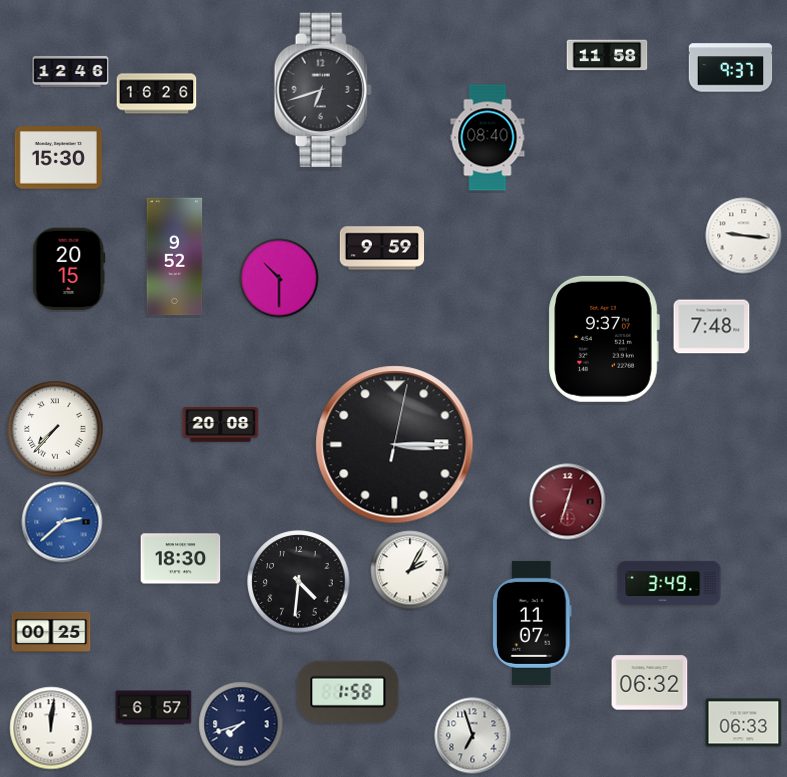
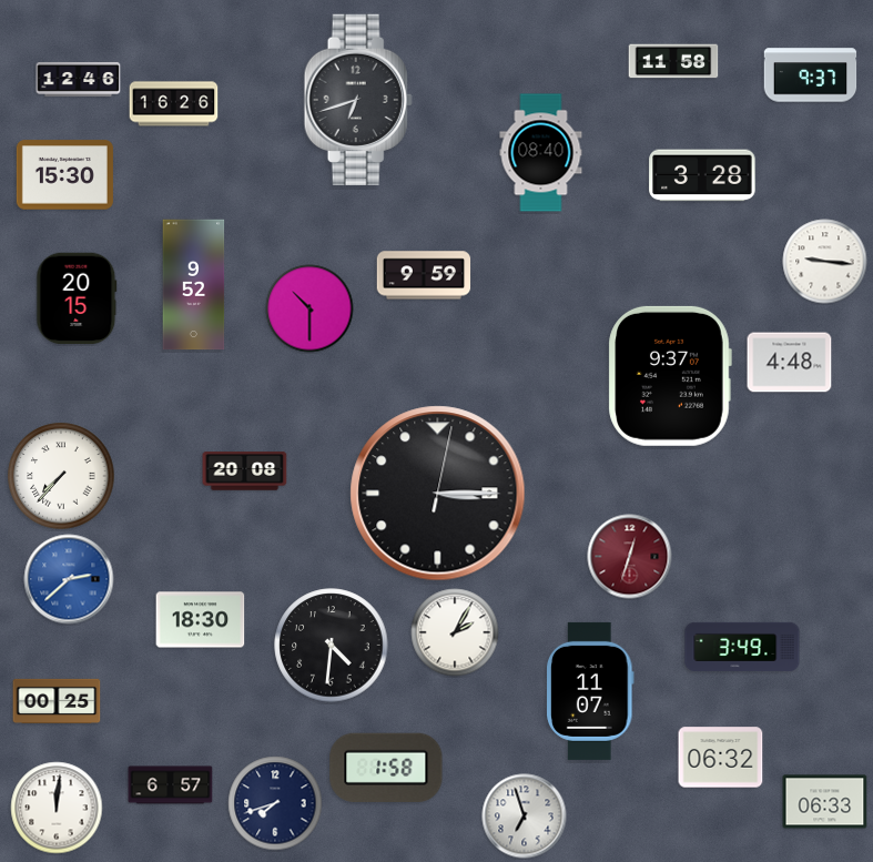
clock at (702, 175): none -> 3:28
clock at (712, 327): 7:48 -> 4:48
clock at (241, 724) position: (241, 724) -> (275, 803)
